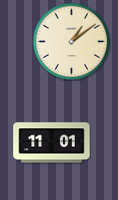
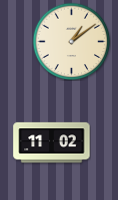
clock at (52, 143): 11:01 -> 11:02
